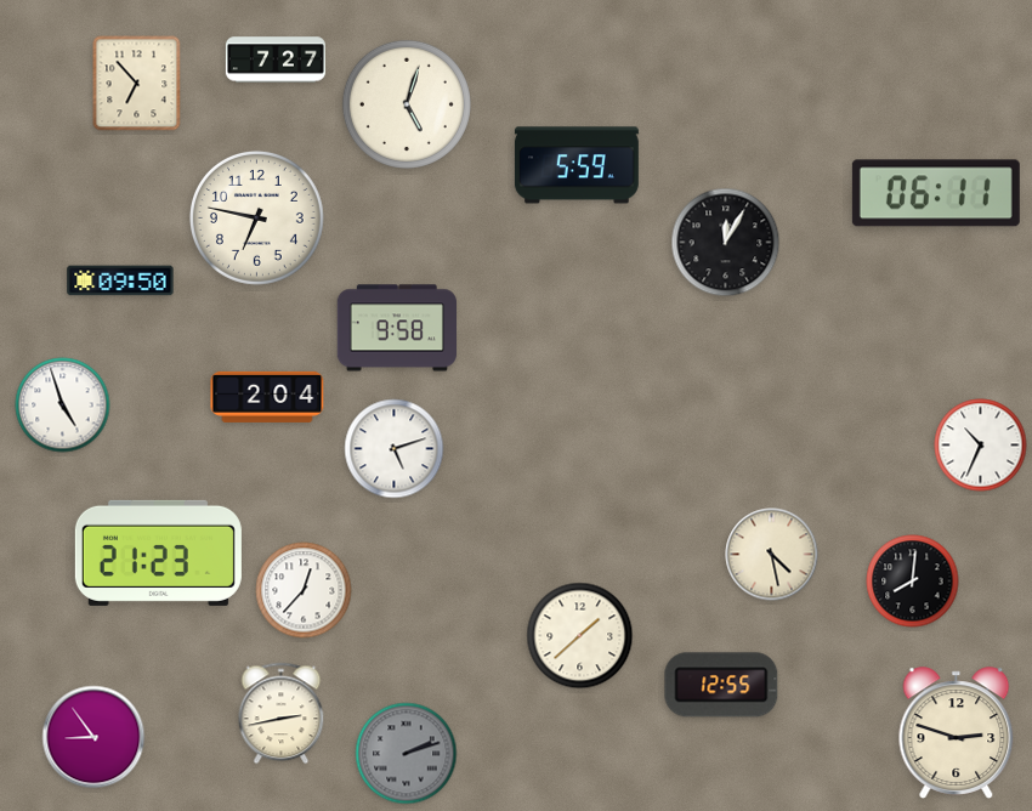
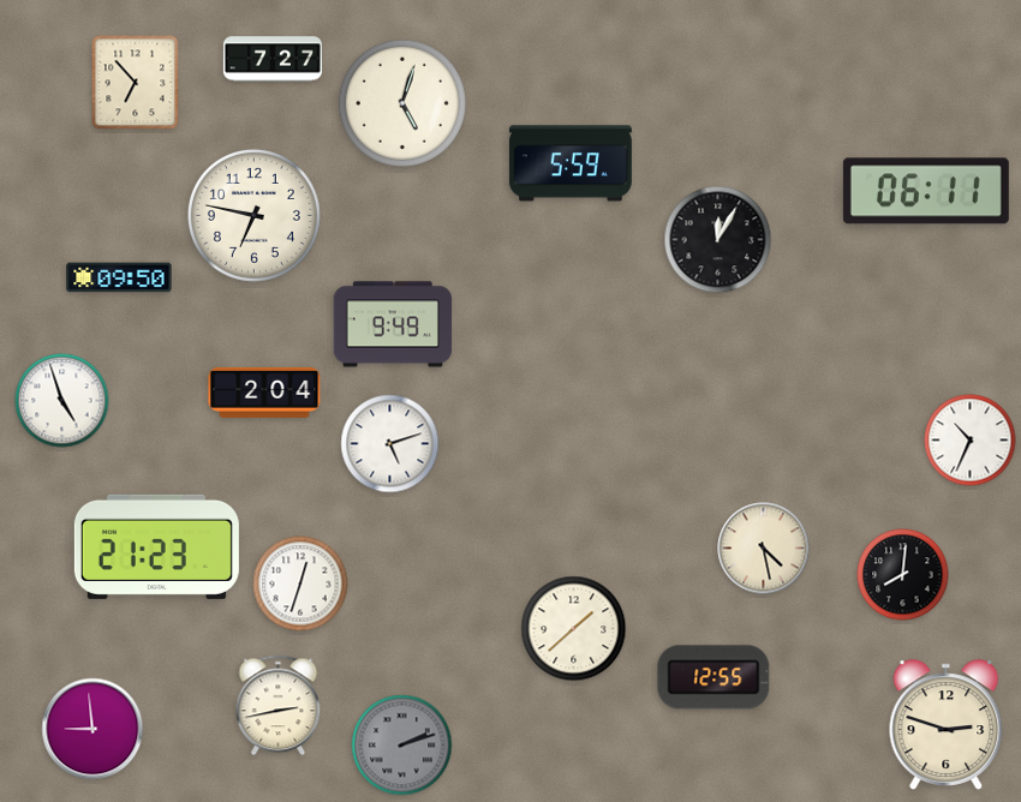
clock at (397, 328): 9:58 -> 9:49
clock at (304, 590): 12:37 -> 12:33
clock at (93, 737): 8:54 -> 8:59
